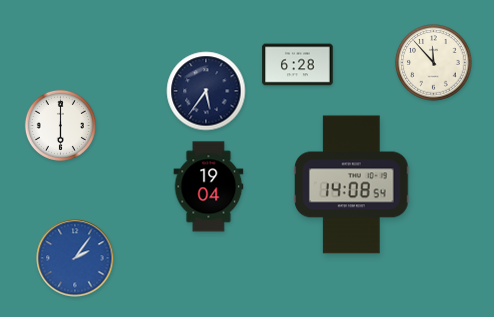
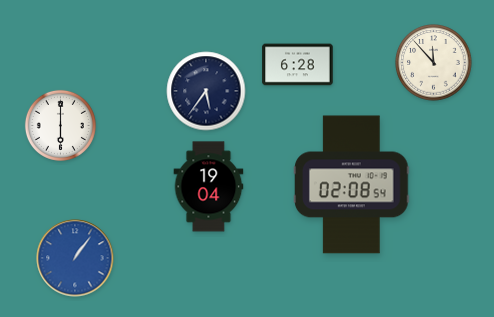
clock at (352, 185): 14:08 -> 02:08
clock at (75, 258): 2:06 -> 1:06
